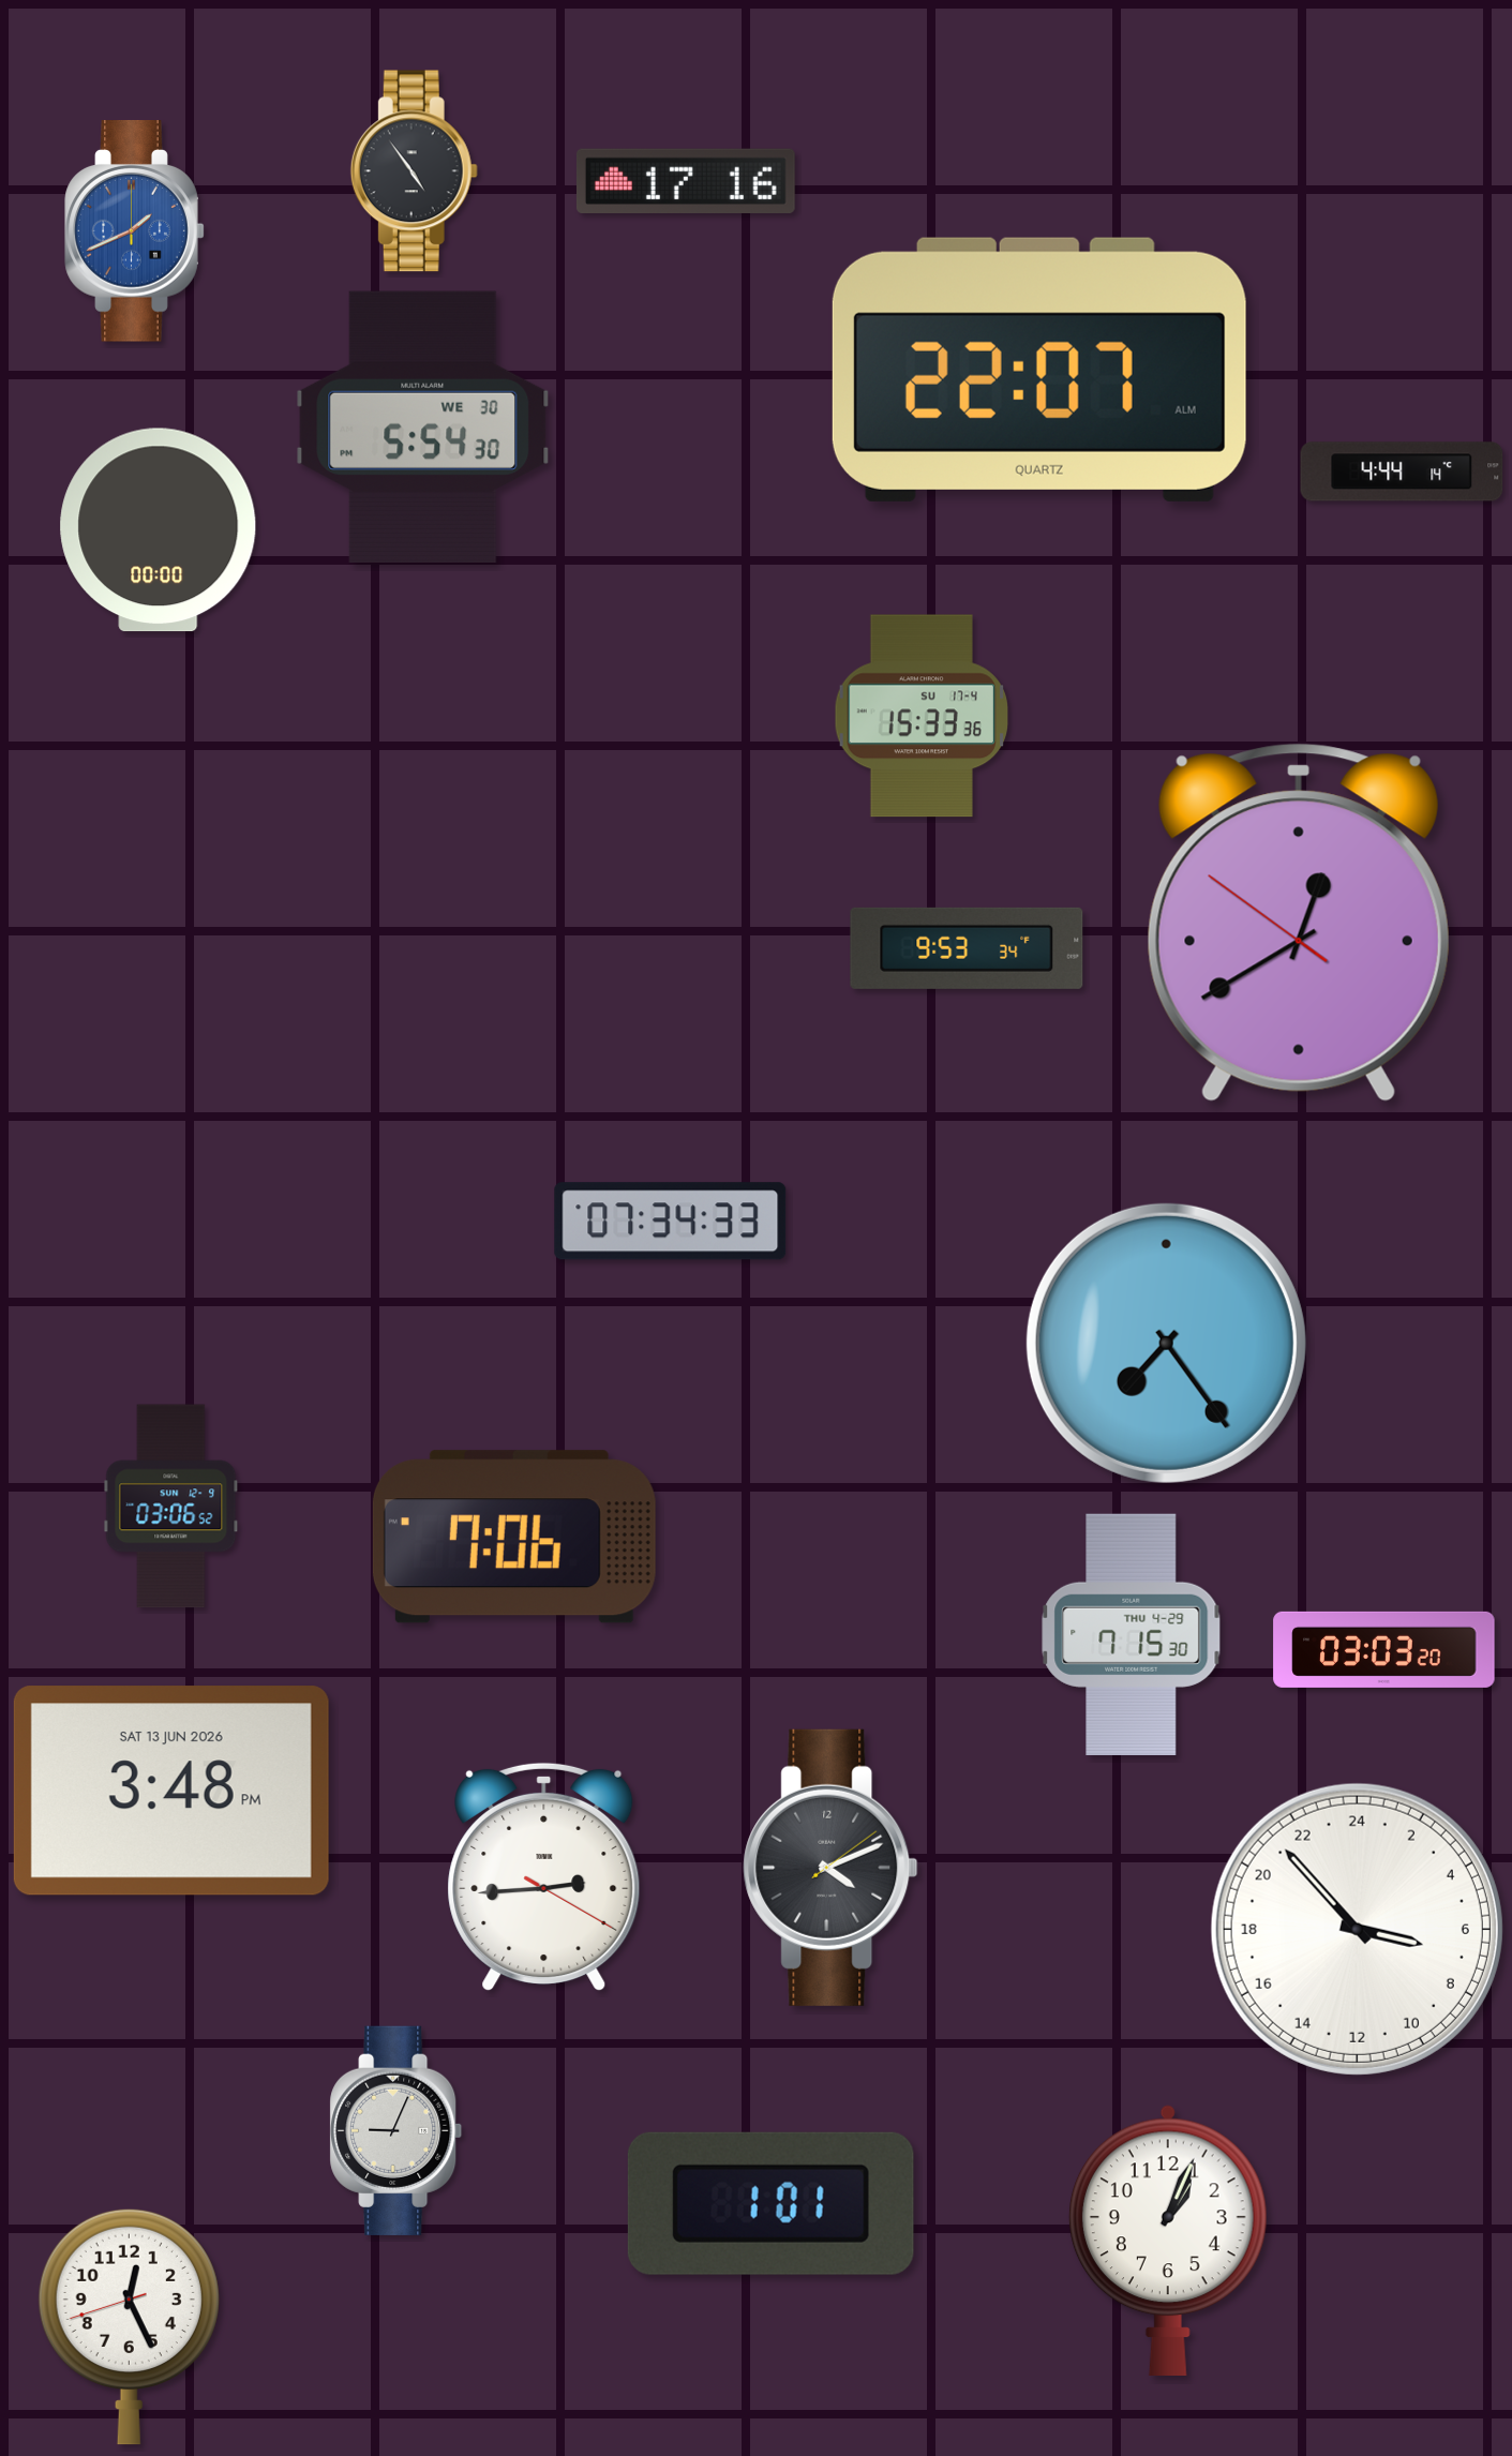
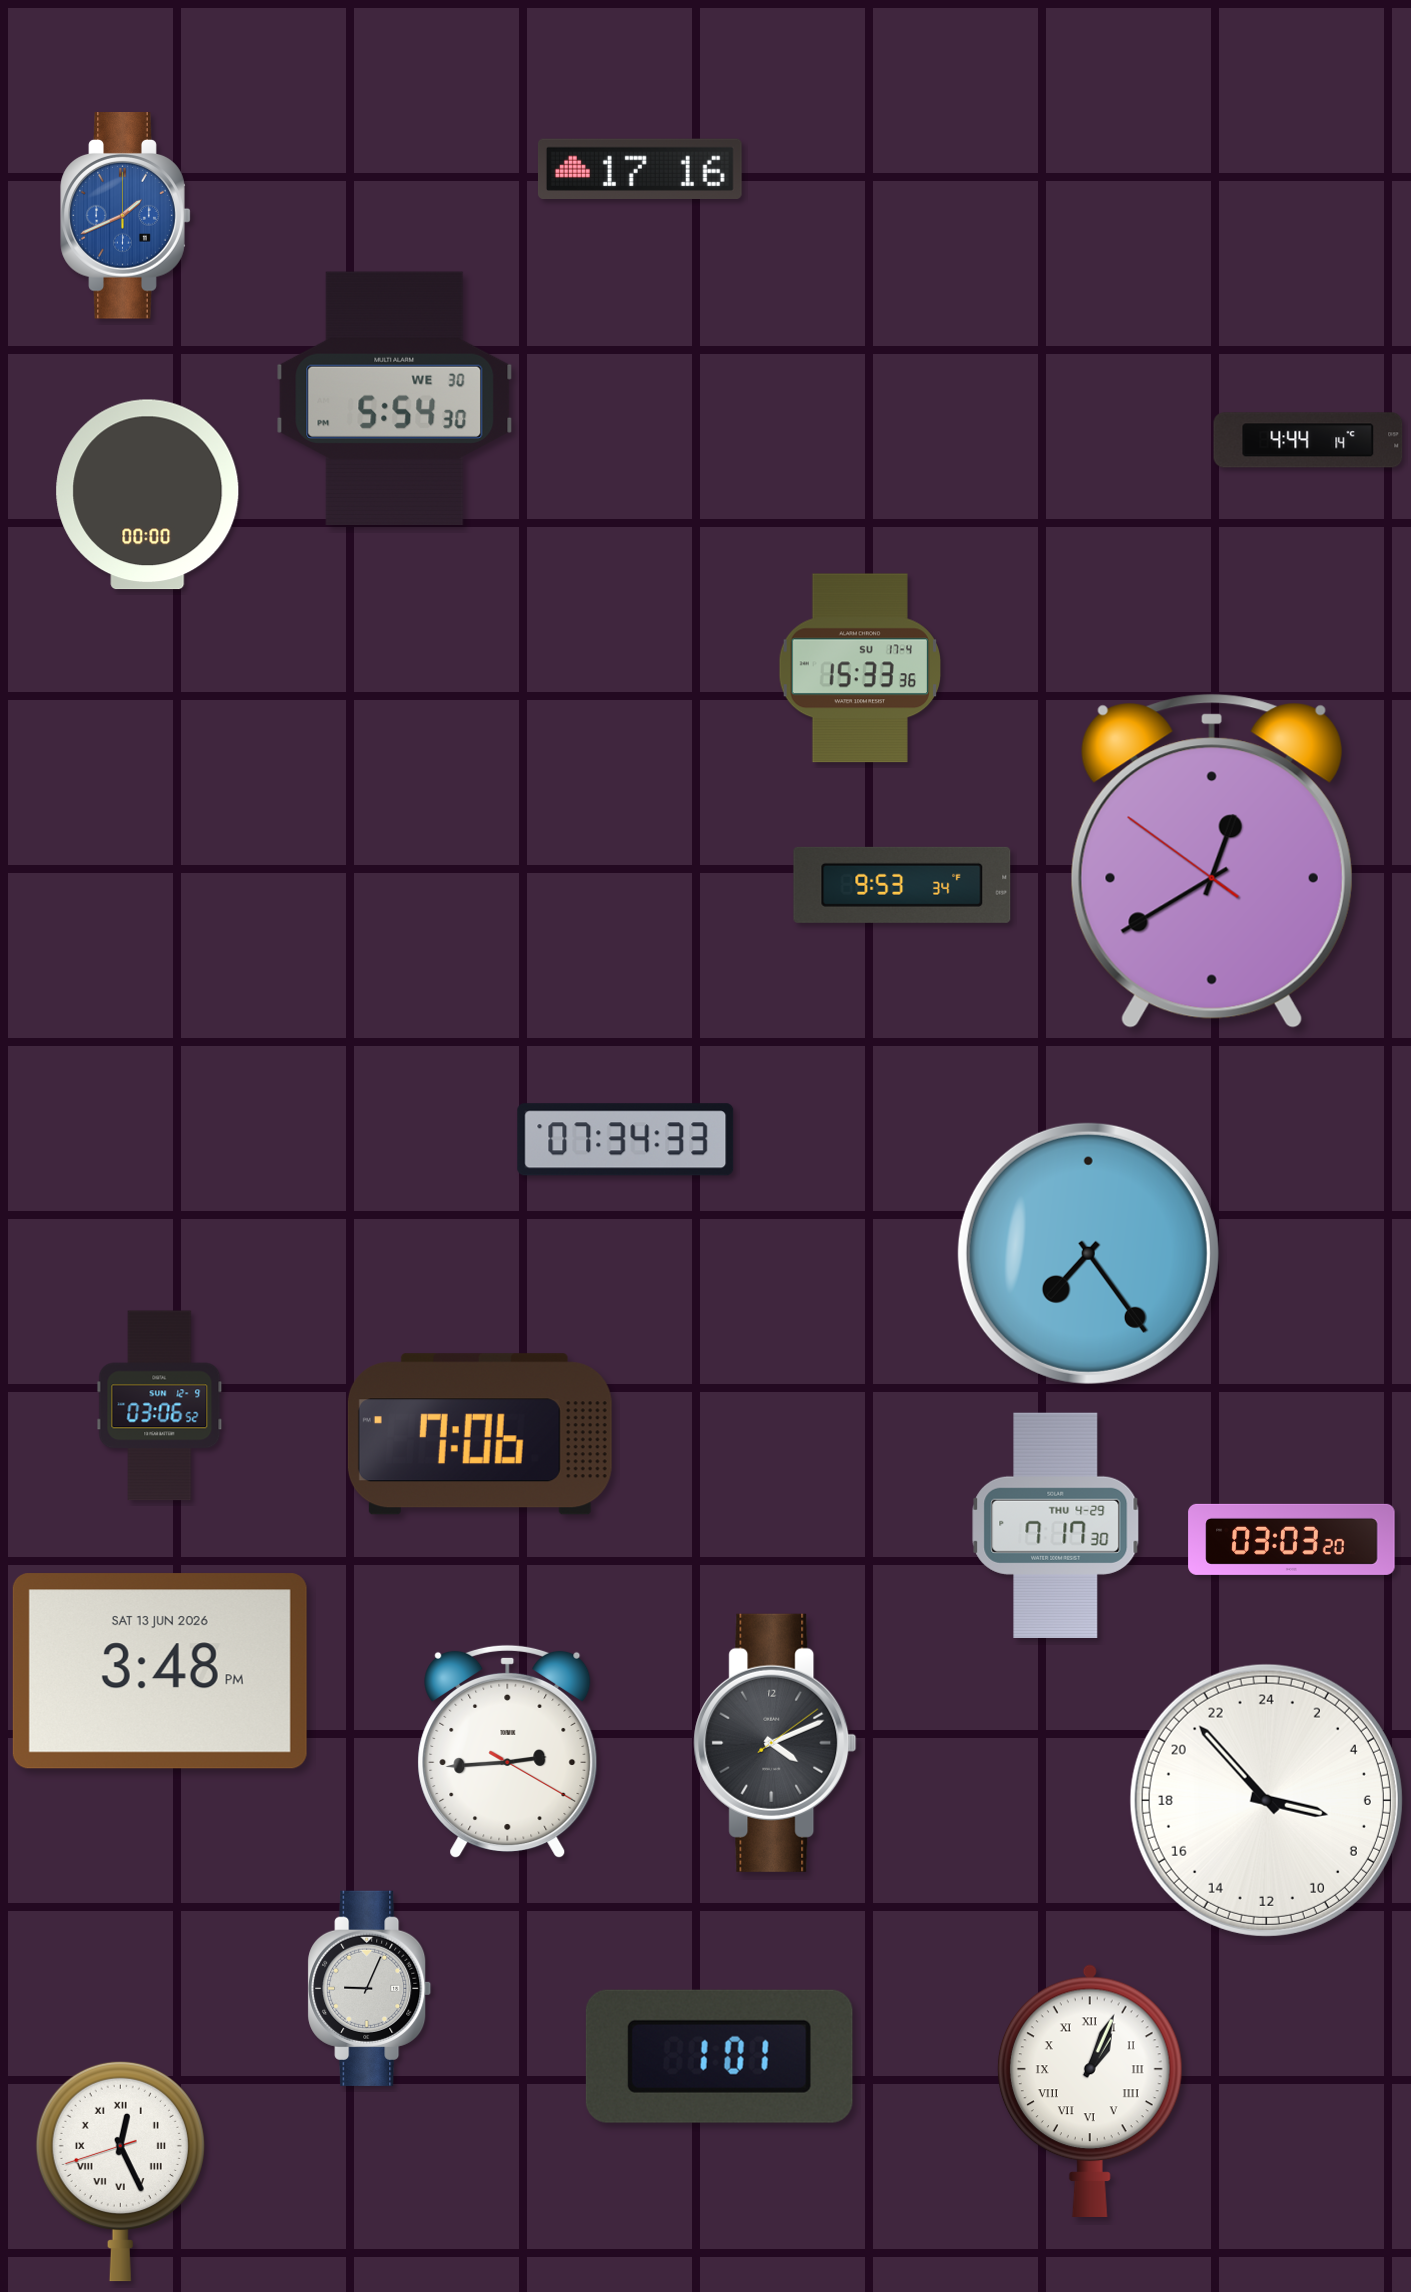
clock at (414, 171): 4:54 -> none
clock at (1039, 370): 22:07 -> none
clock at (1132, 1634): 7:15 -> 7:17
clock at (1168, 2240) numerals: Arabic -> Roman
clock at (129, 2326) numerals: Arabic -> Roman
